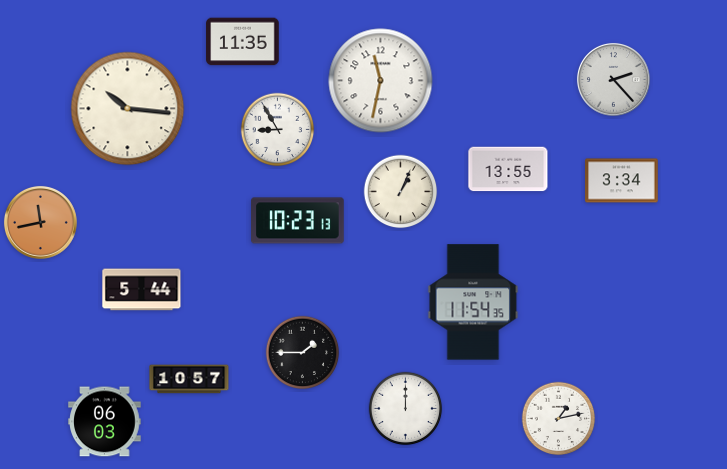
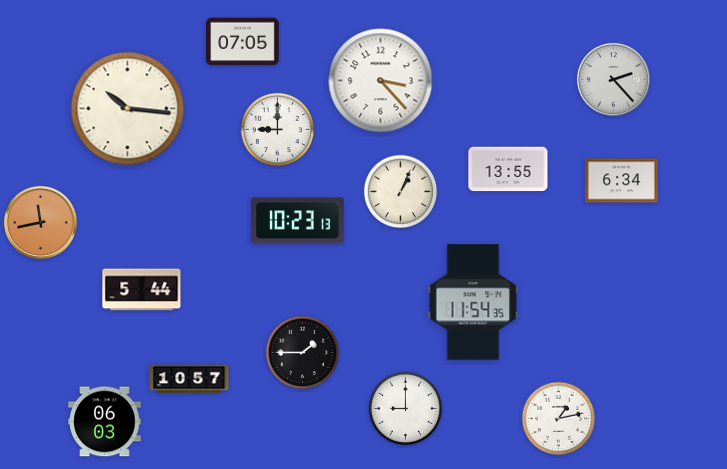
clock at (243, 42): 11:35 -> 07:05
clock at (381, 81): 11:32 -> 3:23
clock at (278, 130): 8:55 -> 9:00
clock at (622, 181): 3:34 -> 6:34
clock at (406, 409): 12:00 -> 9:00
